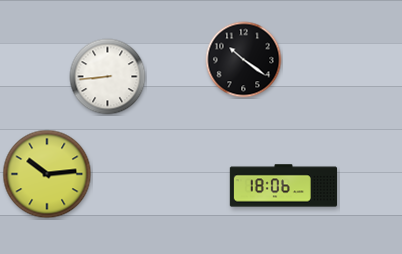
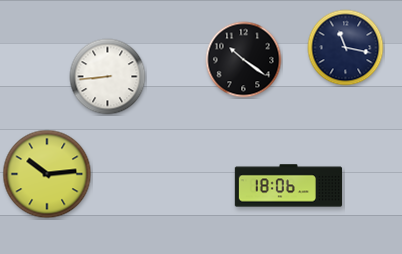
clock at (346, 48): none -> 11:17
clock at (284, 186) position: (284, 186) -> (289, 186)
